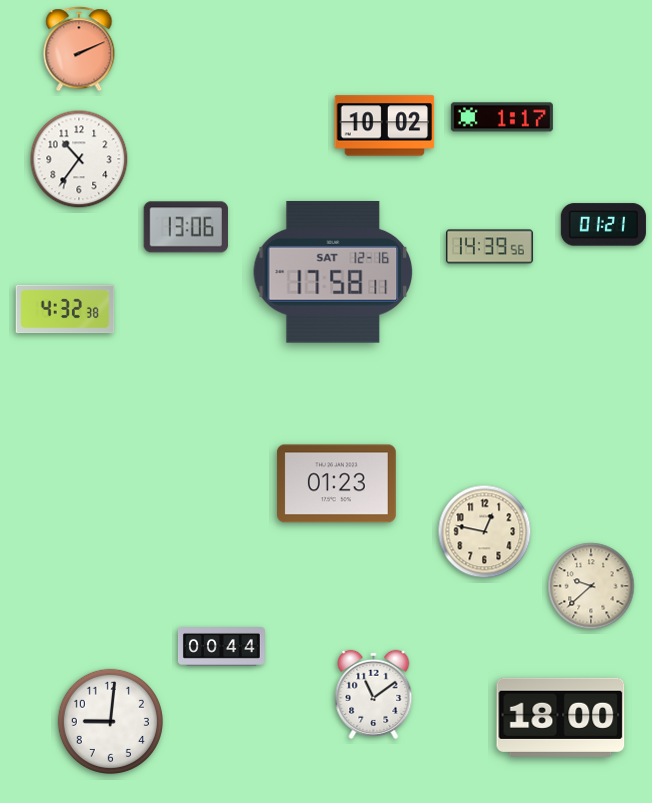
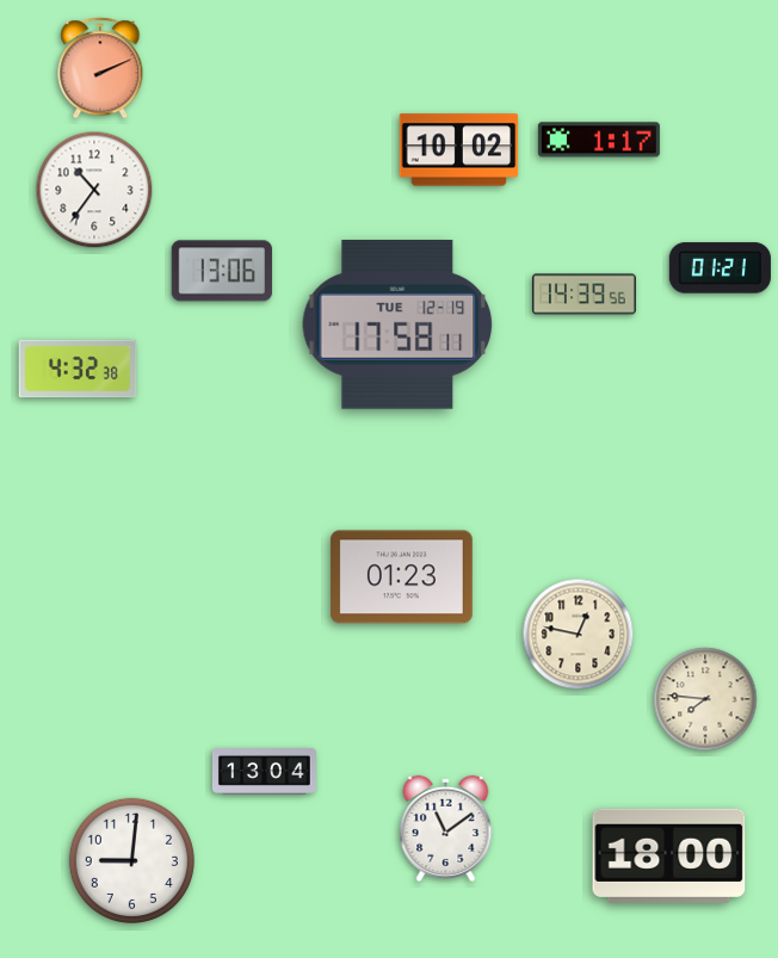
clock at (79, 49) position: (79, 49) -> (100, 68)
clock at (333, 272) date: SAT 12-16 -> TUE 12-19
clock at (591, 586): 9:38 -> 7:46
clock at (221, 647): 00:44 -> 13:04
